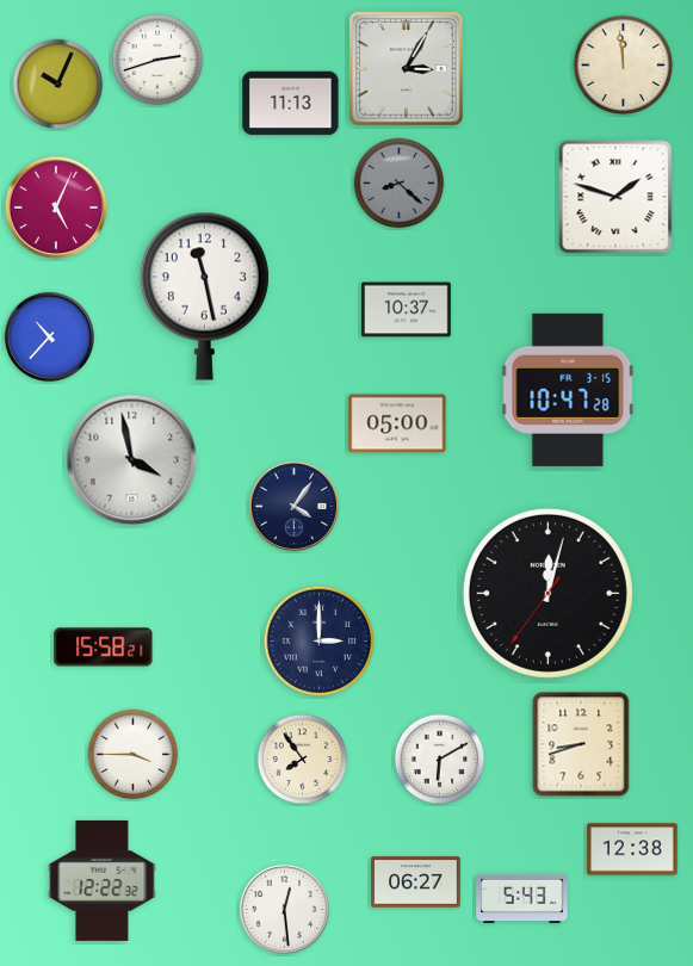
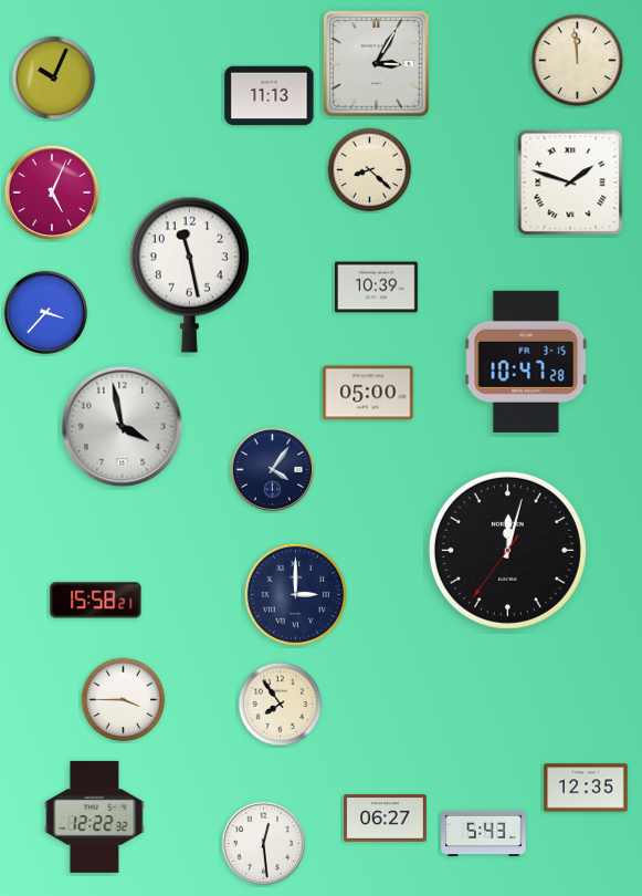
clock at (157, 60): 2:42 -> none
clock at (400, 184) dial: grey -> cream
clock at (407, 310): 10:37 -> 10:39
clock at (49, 336): 10:37 -> 3:37
clock at (581, 744): 8:42 -> none
clock at (440, 760): 6:10 -> none
clock at (632, 849): 12:38 -> 12:35
